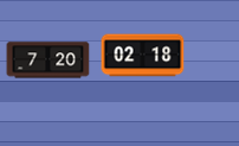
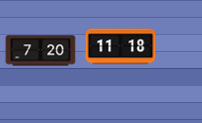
clock at (143, 56): 02:18 -> 11:18
